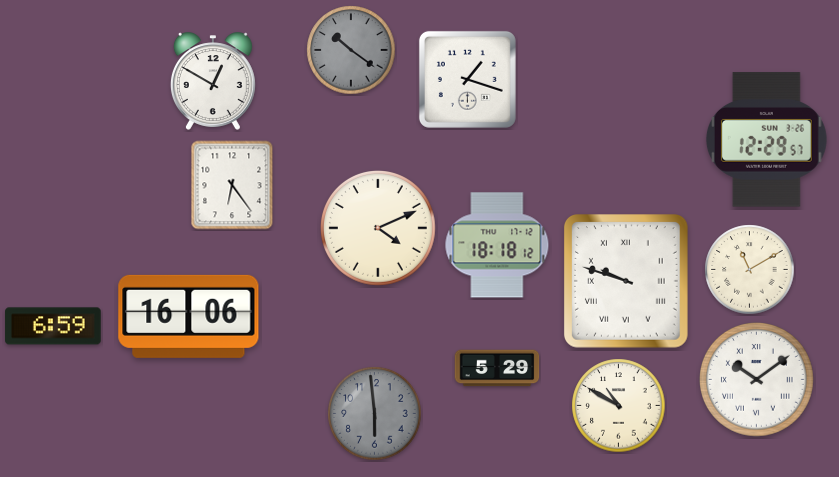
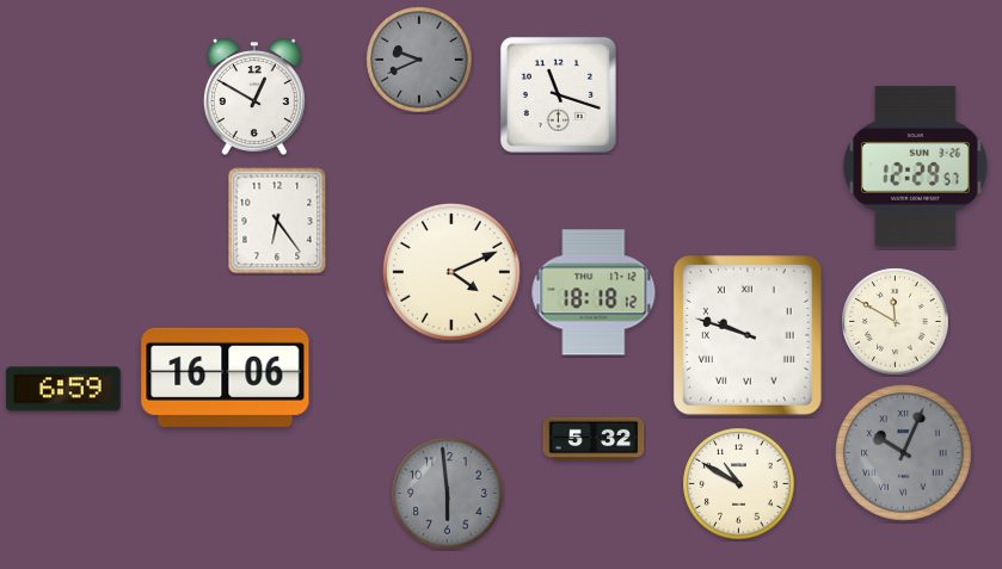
clock at (351, 50): 10:21 -> 9:41
clock at (467, 79): 1:18 -> 11:18
clock at (750, 270): 11:10 -> 11:50
clock at (497, 368): 5:29 -> 5:32
clock at (757, 380): 10:09 -> 10:04
clock at (757, 380) dial: white -> grey
